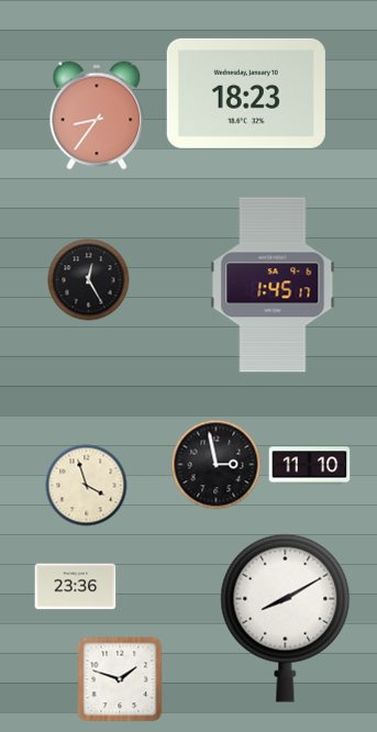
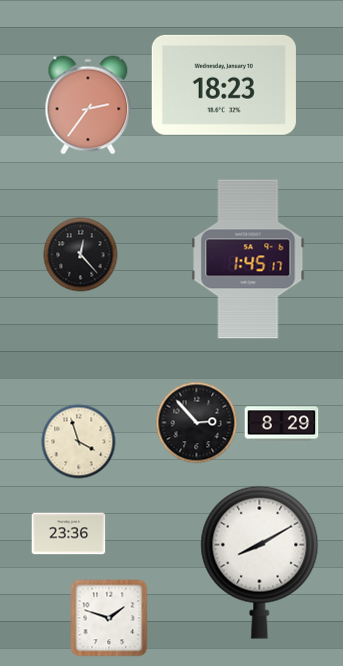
clock at (97, 115): 8:36 -> 2:36
clock at (89, 280): 12:25 -> 12:23
clock at (217, 465): 2:58 -> 2:53
clock at (310, 466): 11:10 -> 8:29
